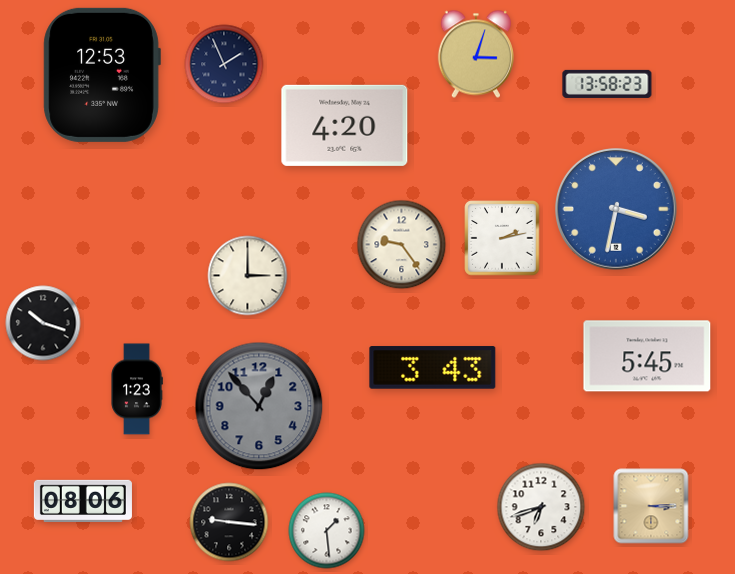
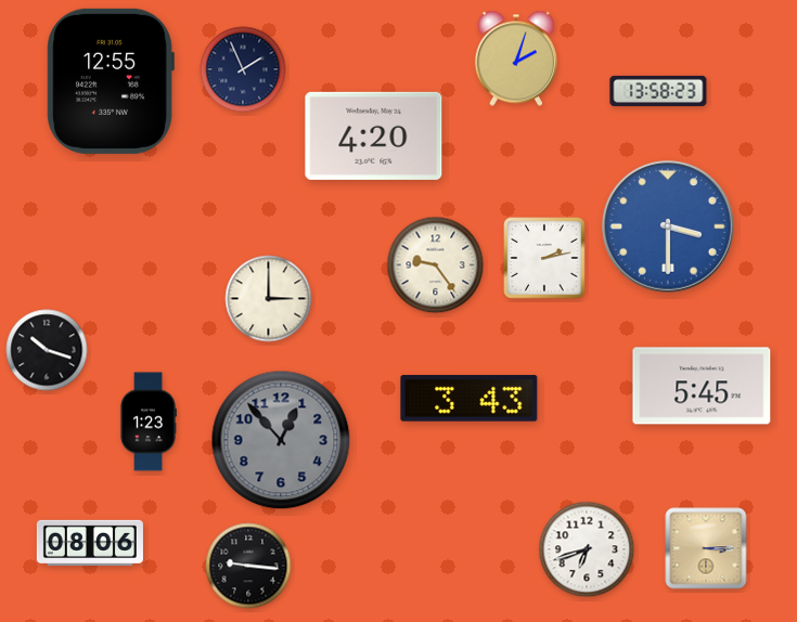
clock at (476, 54): 3:03 -> 2:03
clock at (102, 75): 12:53 -> 12:55
clock at (617, 210): 3:32 -> 3:30
clock at (327, 531): 1:29 -> none
